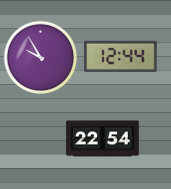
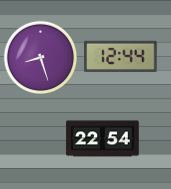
clock at (41, 58): 9:55 -> 8:27
